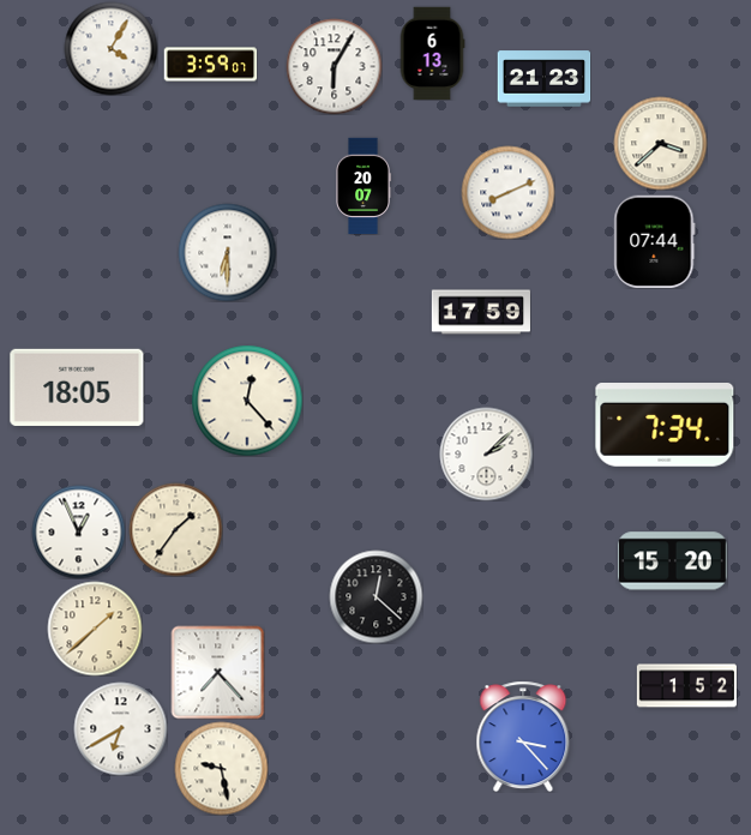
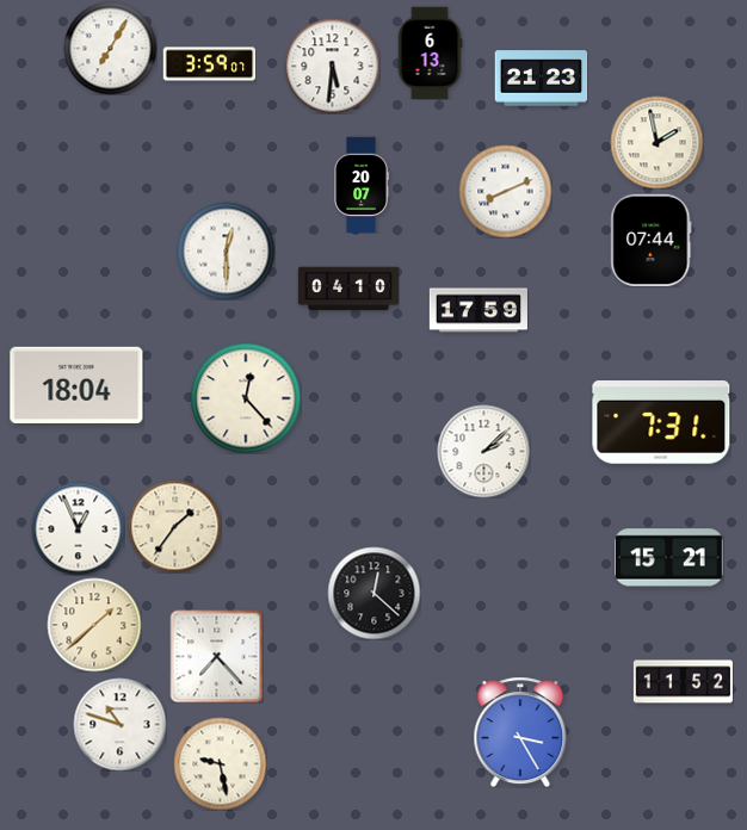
clock at (110, 48): 4:05 -> 7:05
clock at (334, 66): 6:05 -> 5:31
clock at (660, 143): 3:38 -> 1:58
clock at (227, 252): 6:30 -> 12:30
clock at (348, 289): none -> 04:10
clock at (77, 388): 18:05 -> 18:04
clock at (665, 426): 7:34 -> 7:31
clock at (673, 561): 15:20 -> 15:21
clock at (217, 672) position: (217, 672) -> (216, 656)
clock at (686, 686): 1:52 -> 11:52
clock at (120, 728): 6:40 -> 10:48
clock at (523, 737): 3:23 -> 3:25
